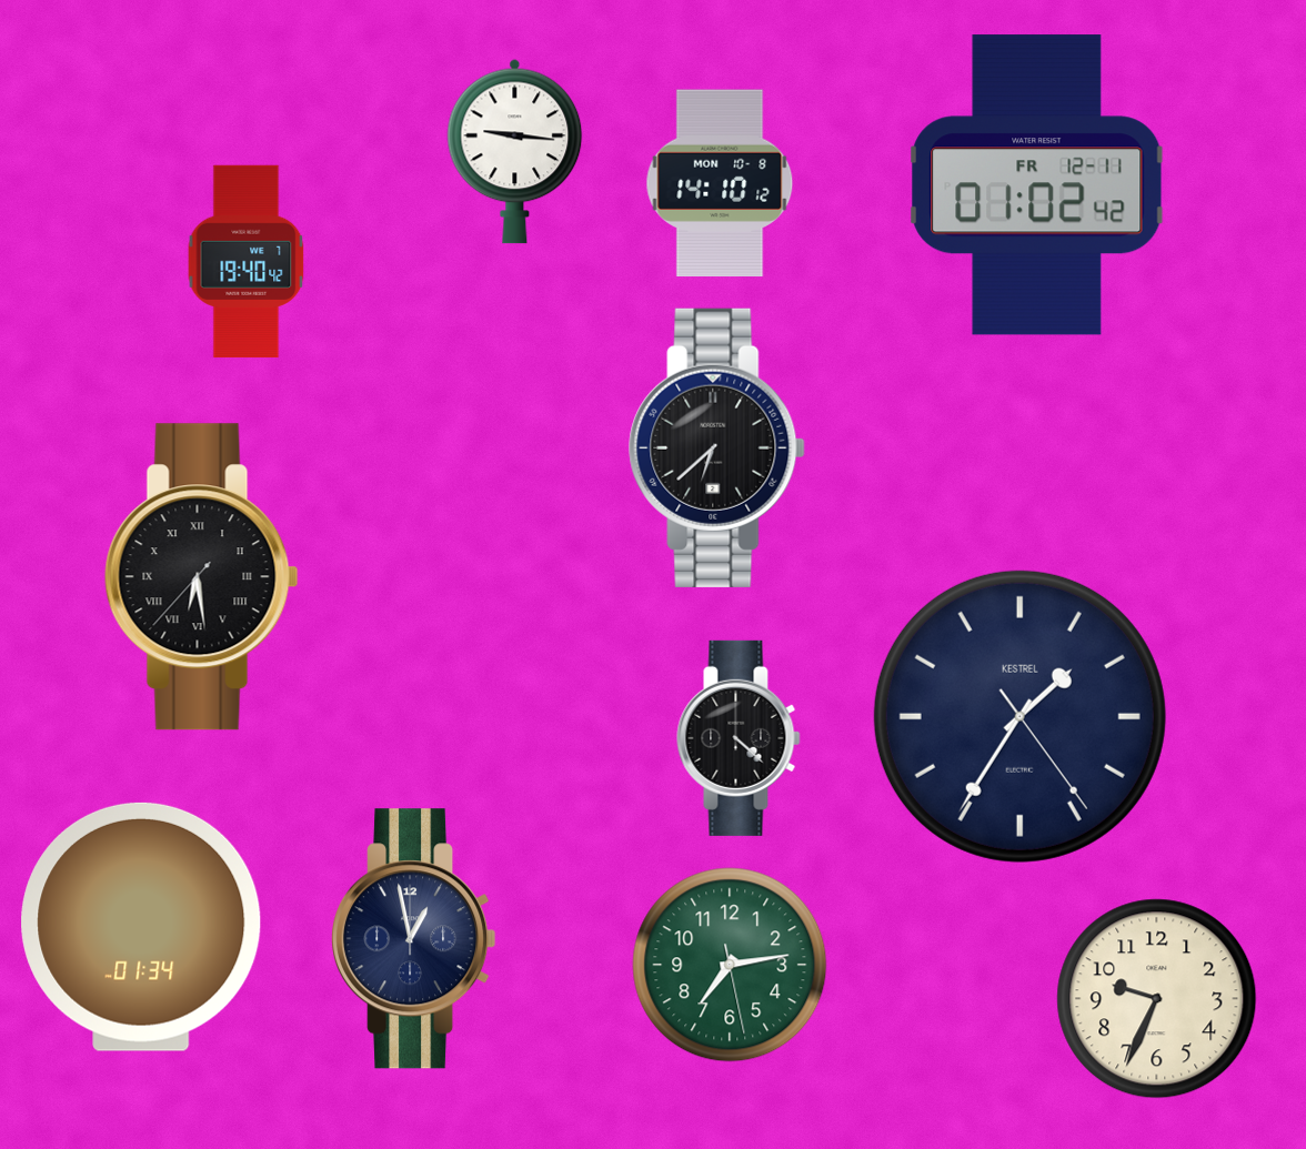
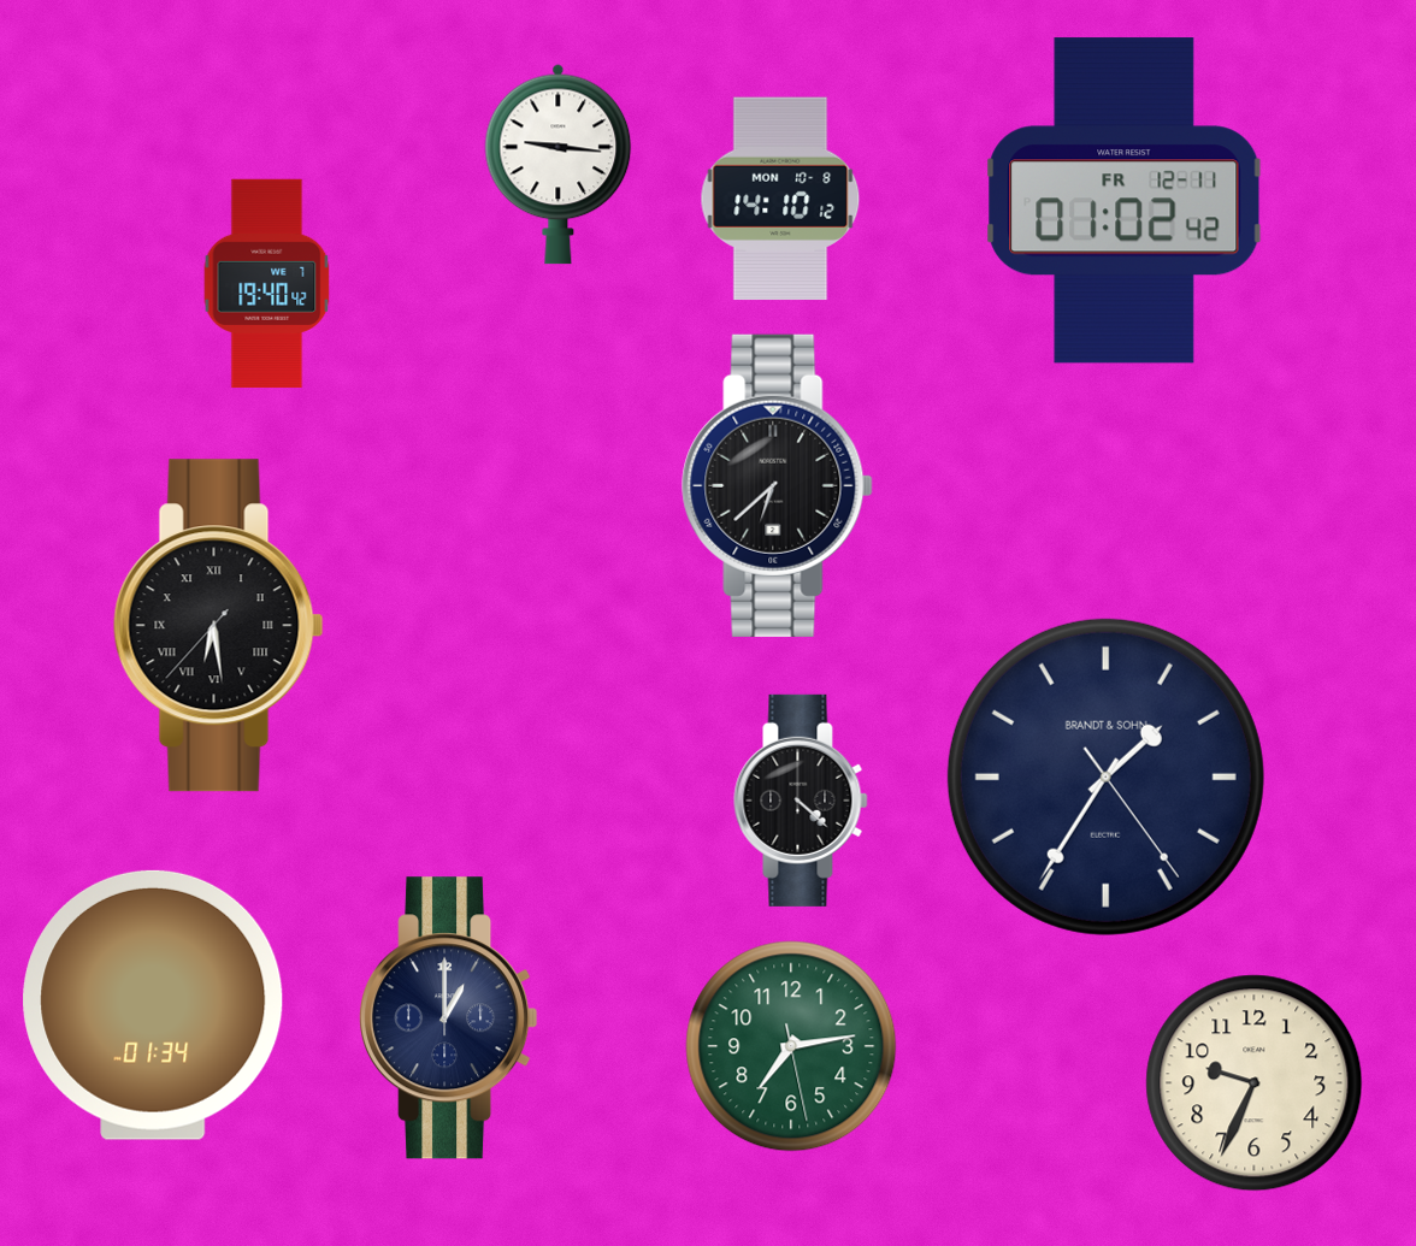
clock at (1019, 716) brand: KESTREL -> BRANDT & SOHN
clock at (414, 939): 12:58 -> 1:00
